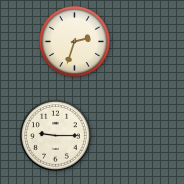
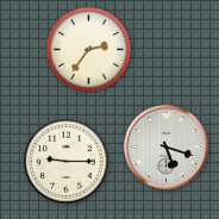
clock at (74, 41): 2:33 -> 2:36
clock at (167, 148): none -> 5:18
